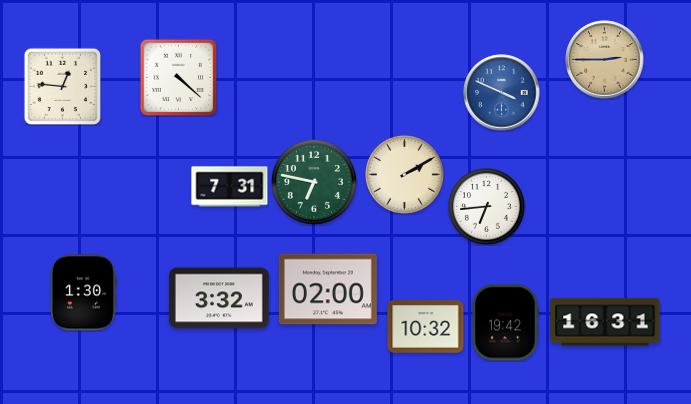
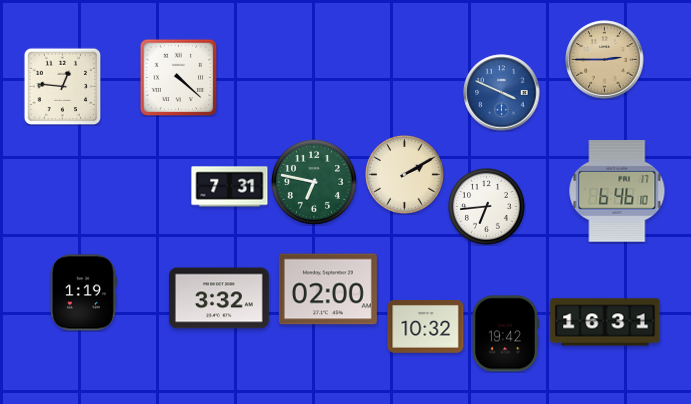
clock at (617, 192): none -> 6:46
clock at (83, 293): 1:30 -> 1:19
clock at (505, 323) position: (505, 323) -> (505, 334)
